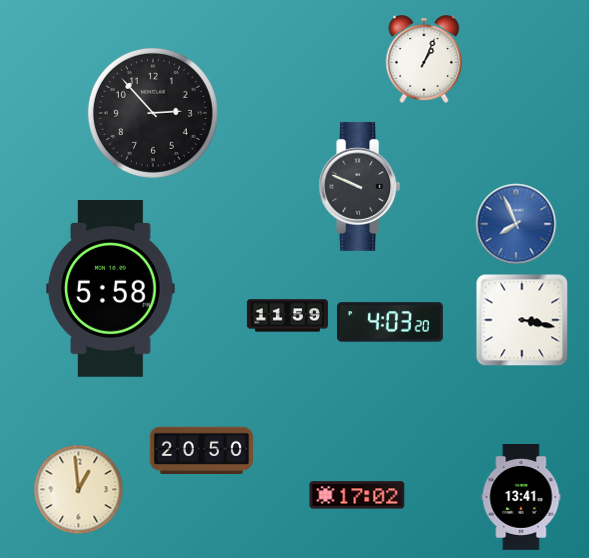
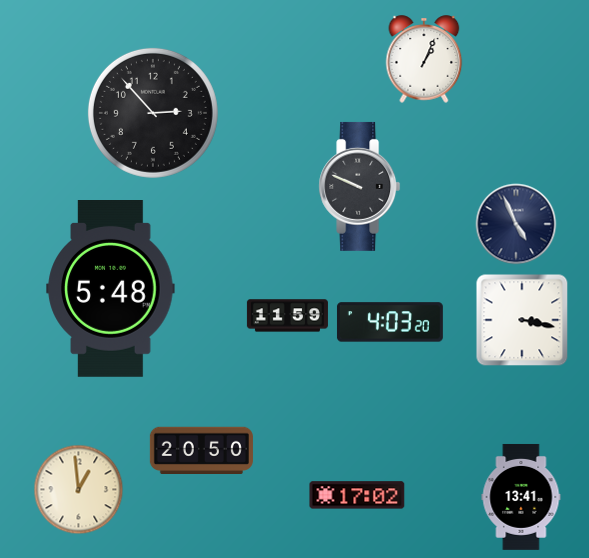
clock at (516, 224): 7:56 -> 4:56
clock at (516, 224) dial: blue -> navy
clock at (111, 289): 5:58 -> 5:48
